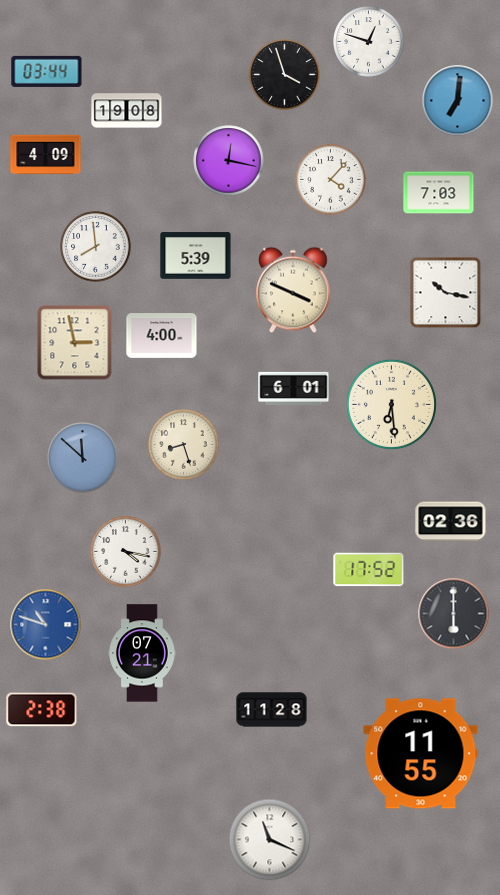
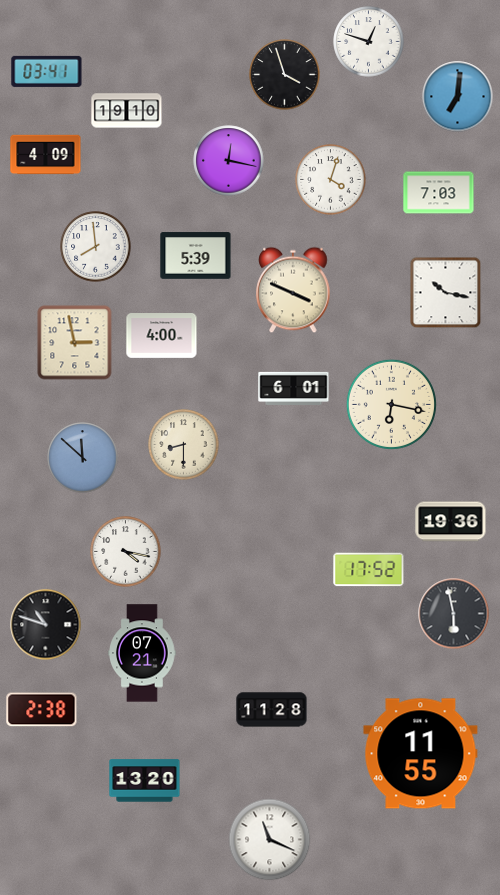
clock at (47, 71): 03:44 -> 03:41
clock at (458, 101) position: (458, 101) -> (458, 97)
clock at (127, 111): 19:08 -> 19:10
clock at (331, 180): 4:07 -> 4:03
clock at (391, 404): 6:29 -> 6:17
clock at (184, 445): 8:27 -> 8:30
clock at (451, 522): 02:36 -> 19:36
clock at (454, 614): 6:00 -> 5:58
clock at (46, 625) dial: blue -> black
clock at (145, 781): none -> 13:20
